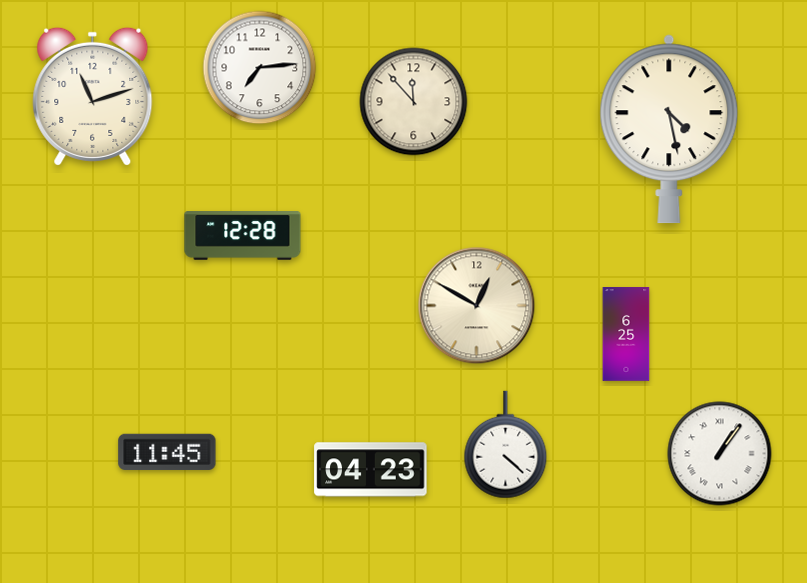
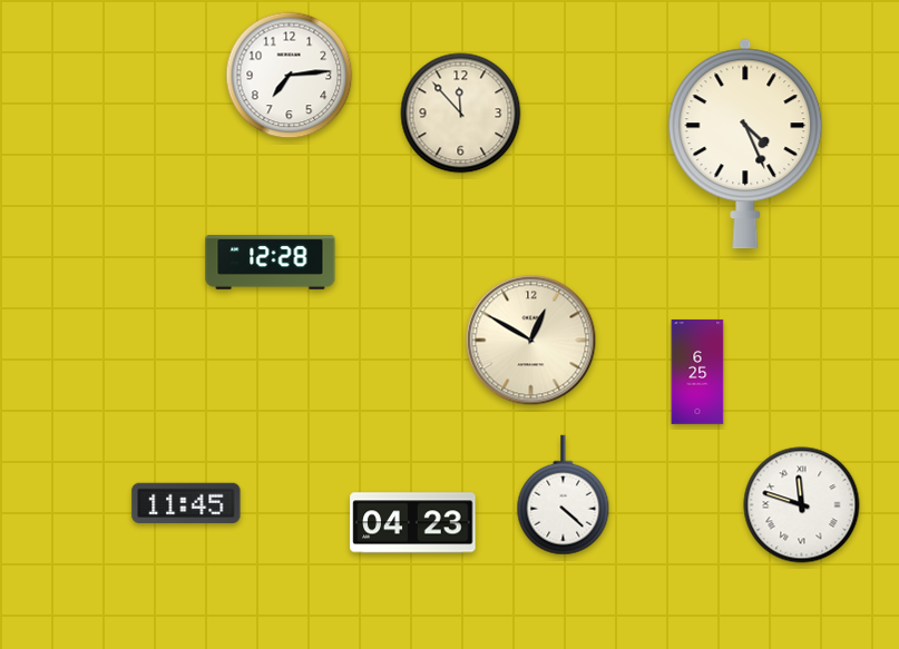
clock at (93, 96): 11:12 -> none
clock at (669, 129): 4:28 -> 4:26
clock at (720, 454): 1:06 -> 11:48
